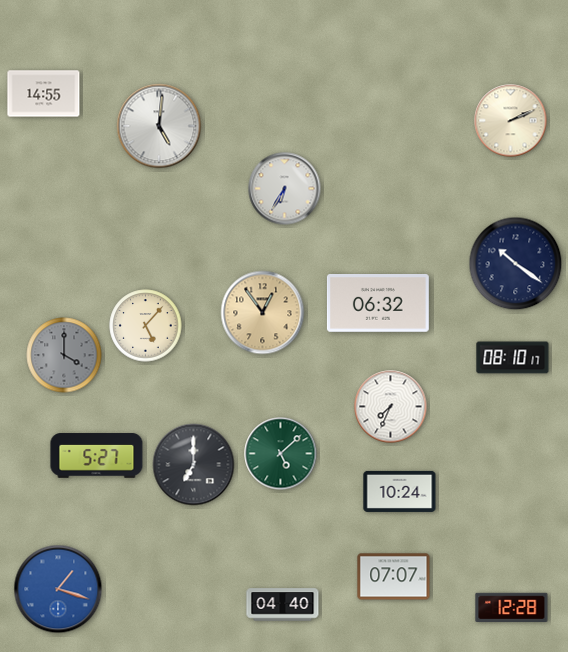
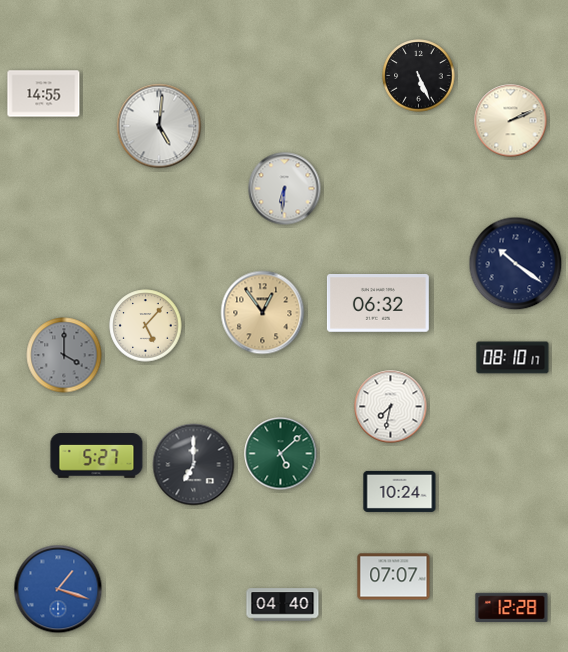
clock at (419, 76): none -> 5:26
clock at (285, 189): 6:35 -> 6:31
clock at (391, 407): 7:34 -> 7:32
